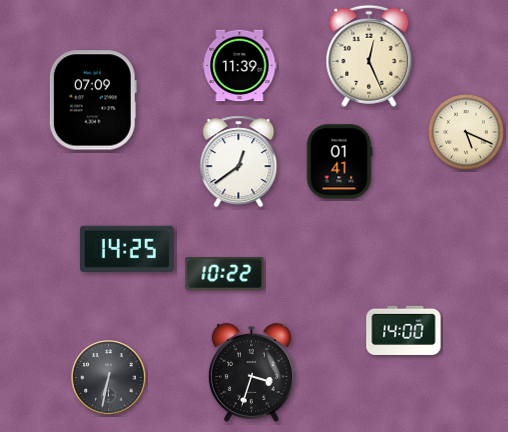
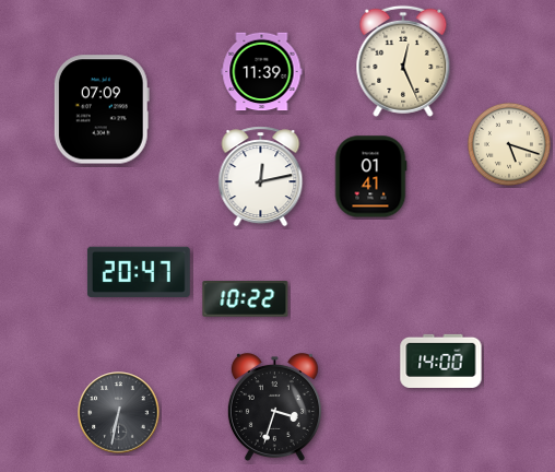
clock at (466, 132): 5:19 -> 5:18
clock at (239, 162): 12:39 -> 12:13
clock at (127, 249): 14:25 -> 20:47
